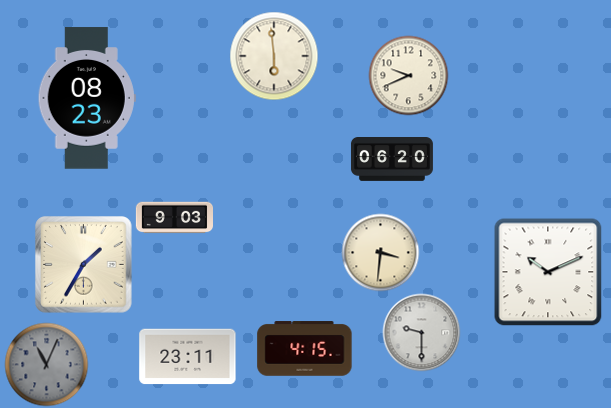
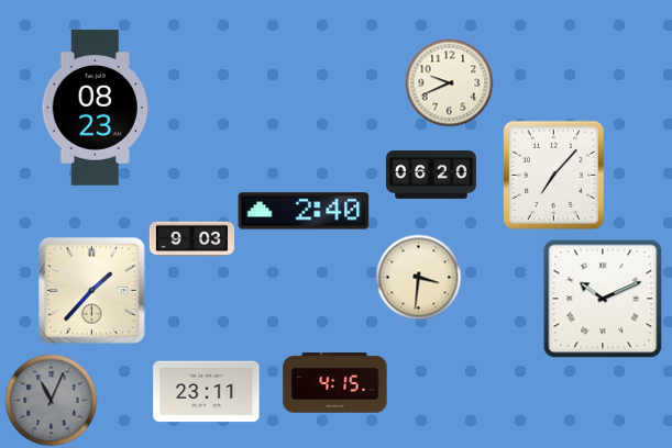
clock at (274, 56): 5:59 -> none
clock at (553, 175): none -> 7:07
clock at (304, 211): none -> 2:40
clock at (84, 265): 1:35 -> 1:37
clock at (421, 332): 9:30 -> none
